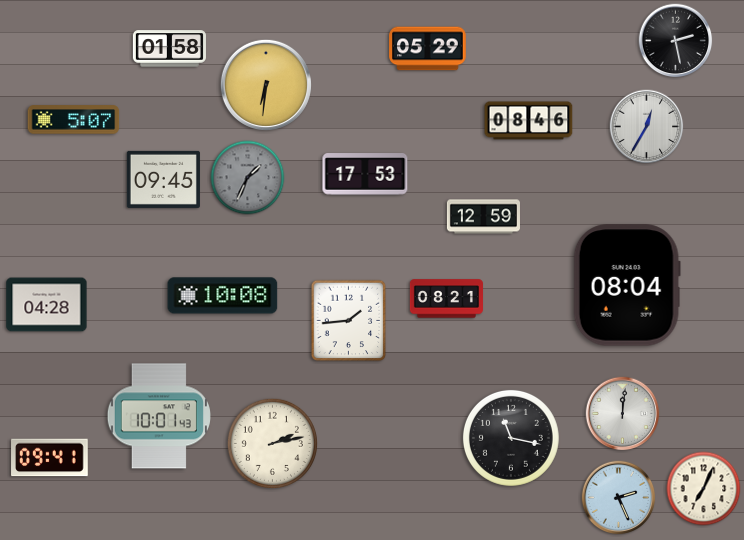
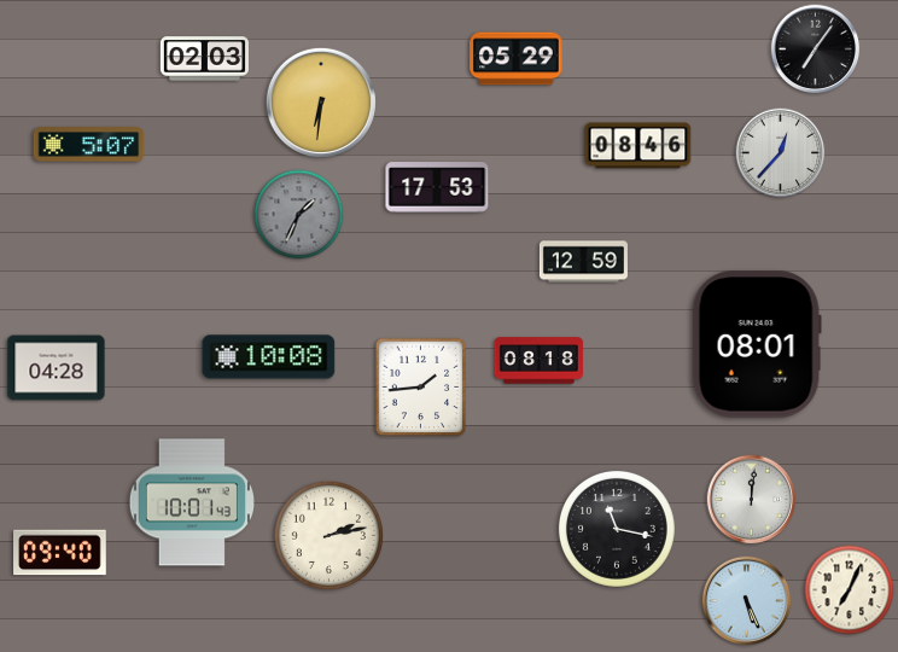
clock at (676, 41): 2:28 -> 7:06
clock at (169, 49): 01:58 -> 02:03
clock at (647, 127): 12:35 -> 12:37
clock at (365, 174) position: (365, 174) -> (437, 187)
clock at (163, 179): 09:45 -> none
clock at (627, 285): 08:04 -> 08:01
clock at (446, 299): 08:21 -> 08:18
clock at (50, 458): 09:41 -> 09:40
clock at (619, 498): 2:26 -> 5:26
